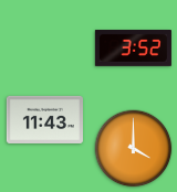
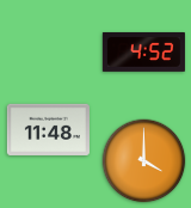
clock at (133, 47): 3:52 -> 4:52
clock at (44, 119): 11:43 -> 11:48
